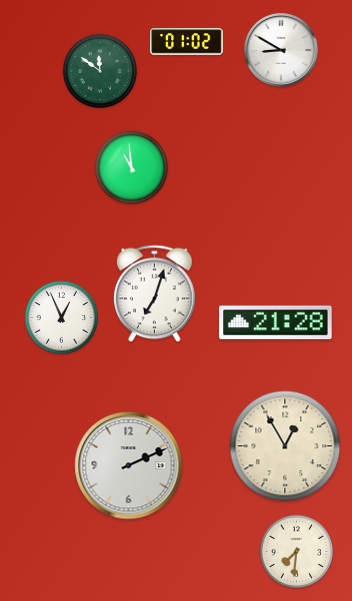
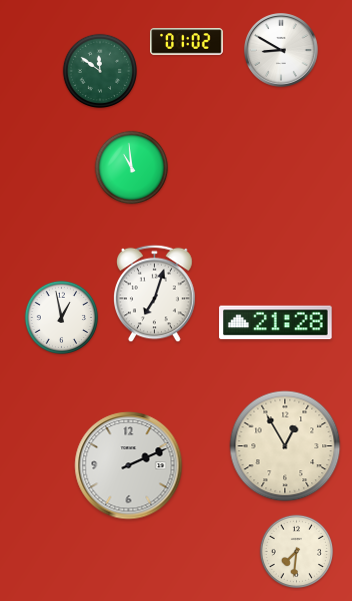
clock at (62, 318): 12:56 -> 12:58
